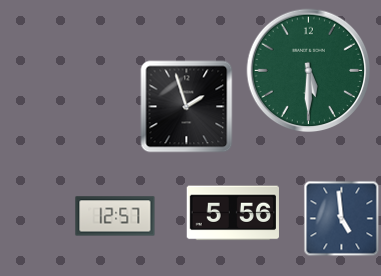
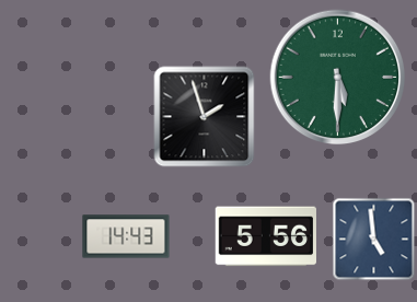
clock at (233, 213) position: (233, 213) -> (266, 236)
clock at (115, 216): 12:57 -> 14:43
